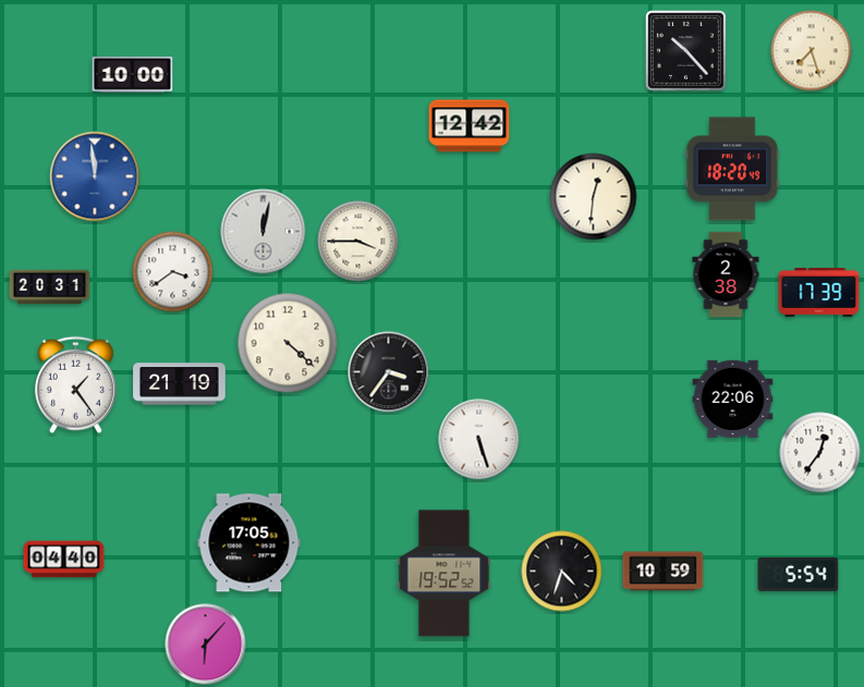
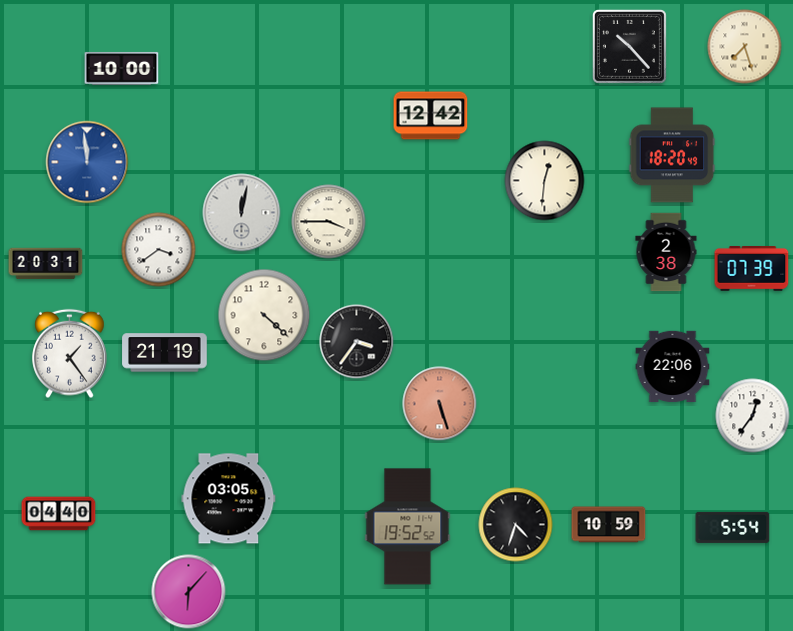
clock at (819, 293): 17:39 -> 07:39
clock at (479, 440) dial: white -> salmon
clock at (250, 543): 17:05 -> 03:05
